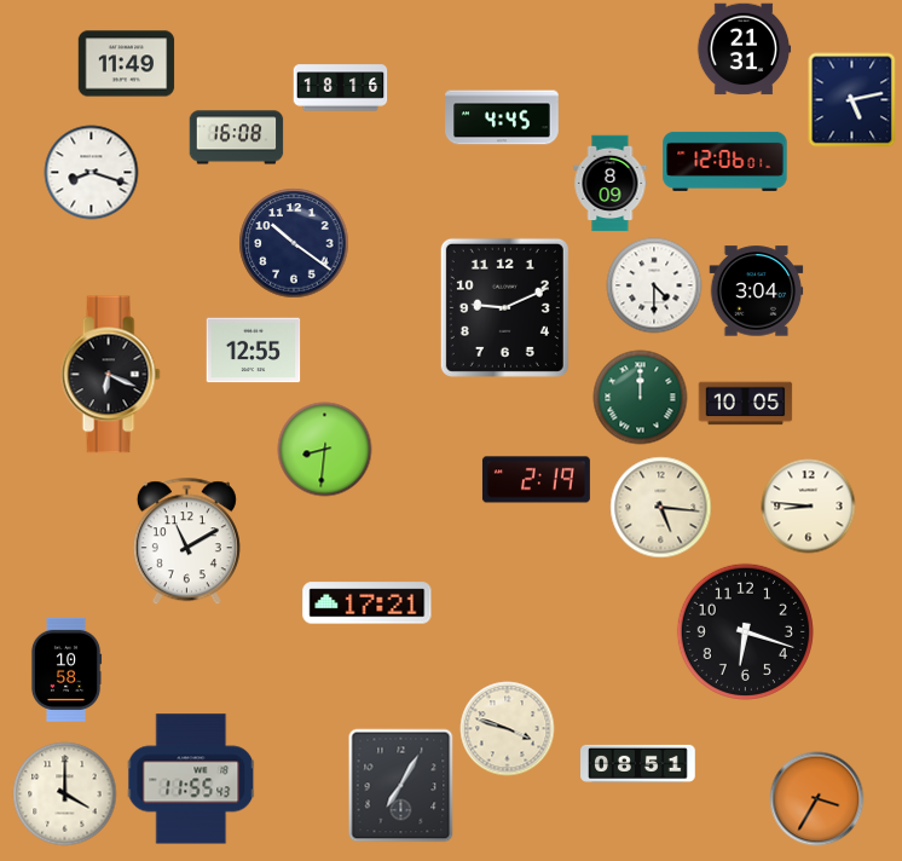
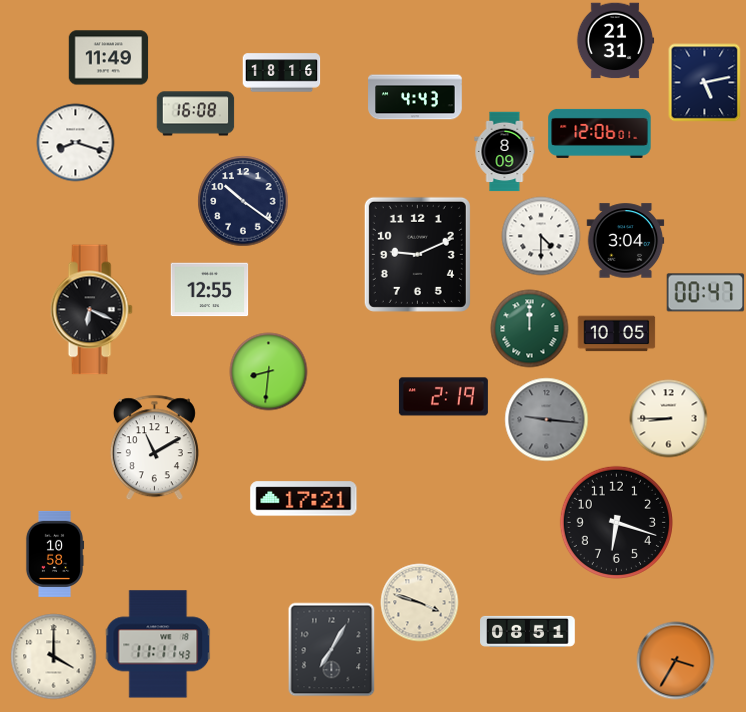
clock at (126, 64) position: (126, 64) -> (108, 58)
clock at (502, 117): 4:45 -> 4:43
clock at (705, 293): none -> 00:47
clock at (808, 505): 8:46 -> 8:45
clock at (660, 507): 5:16 -> 9:16
clock at (660, 507) dial: cream -> grey
clock at (191, 779): 11:55 -> 11:11
